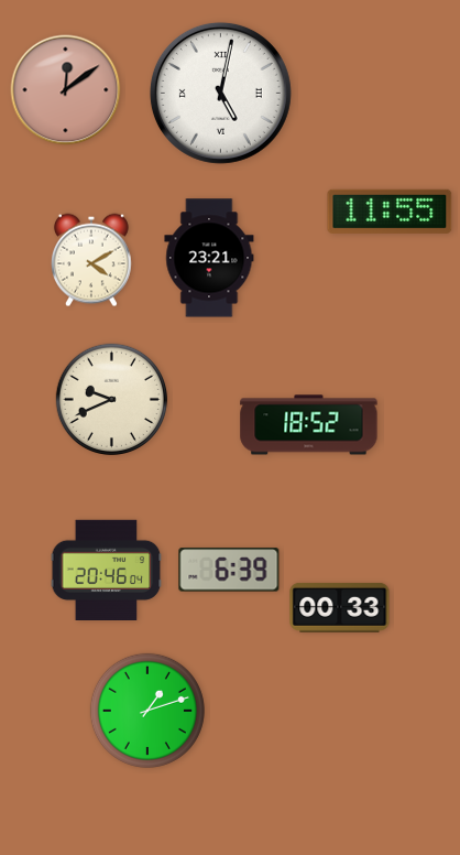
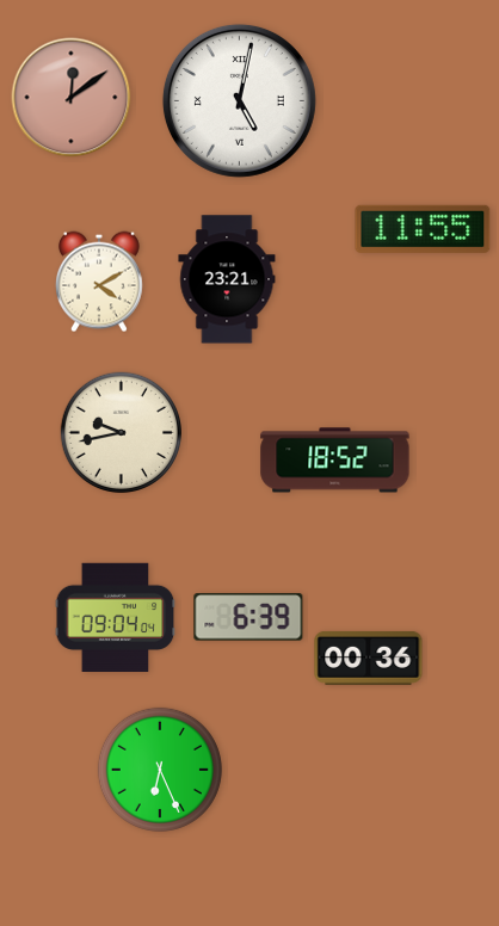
clock at (112, 400): 9:41 -> 9:43
clock at (107, 571): 20:46 -> 09:04
clock at (340, 607): 00:33 -> 00:36
clock at (147, 711): 1:12 -> 6:26
